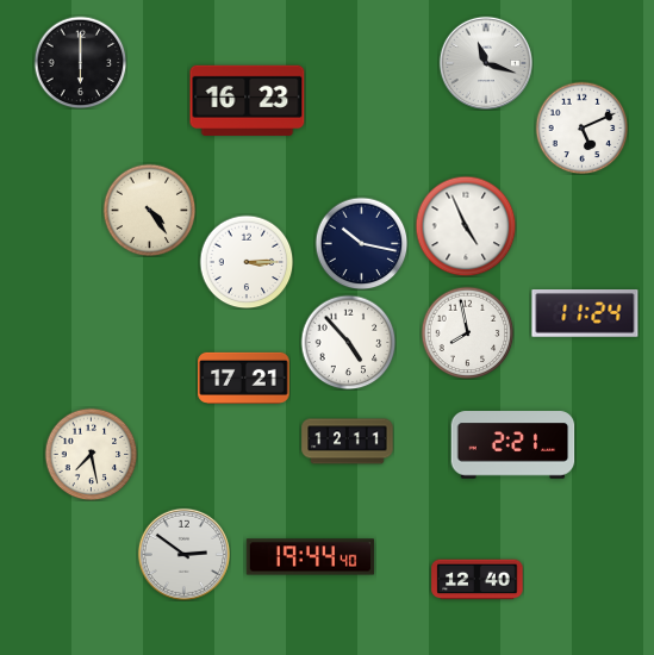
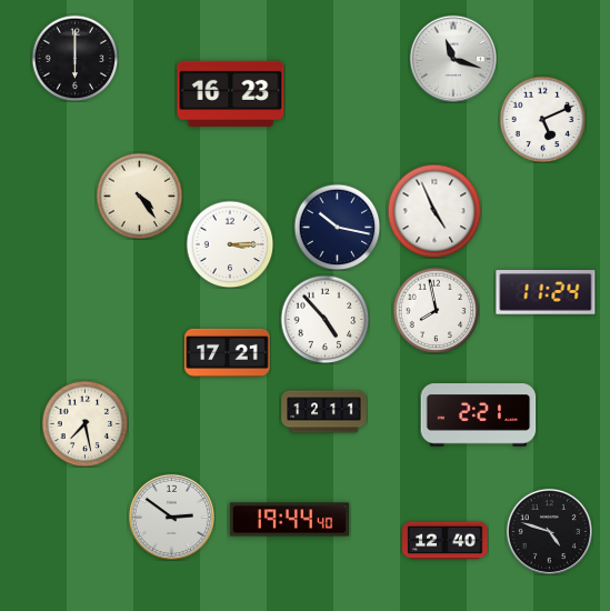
clock at (549, 531): none -> 4:48
